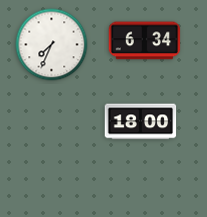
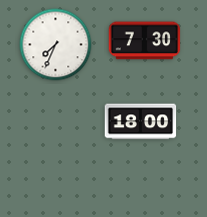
clock at (145, 41): 6:34 -> 7:30
clock at (52, 45) position: (52, 45) -> (56, 45)
